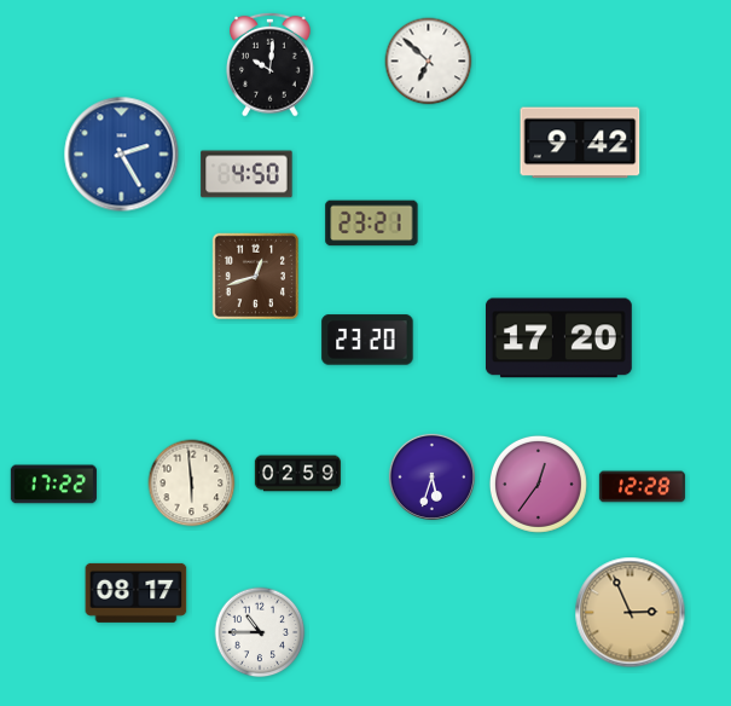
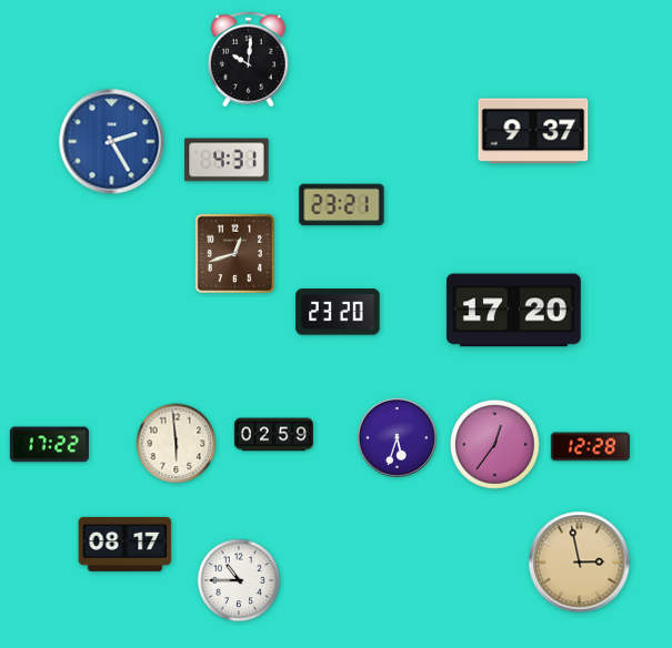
clock at (429, 62): 6:52 -> none
clock at (580, 143): 9:42 -> 9:37
clock at (246, 174): 4:50 -> 4:31
clock at (631, 613): 2:56 -> 2:58
